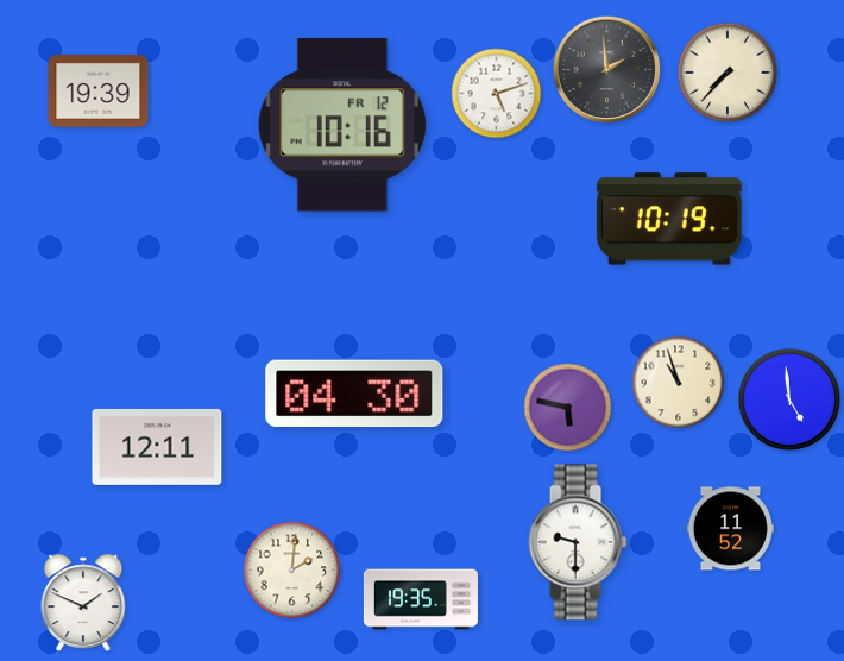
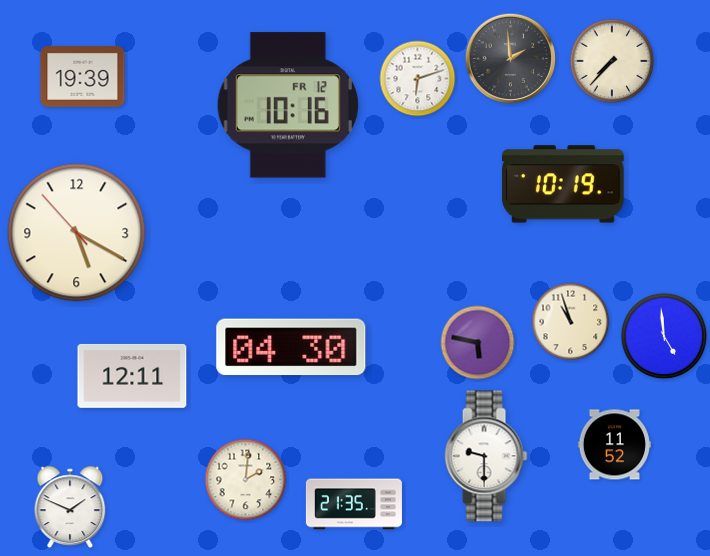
clock at (497, 94): 5:12 -> 6:12
clock at (77, 233): none -> 5:19
clock at (354, 394) position: (354, 394) -> (291, 347)
clock at (421, 599): 19:35 -> 21:35
